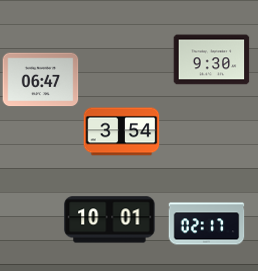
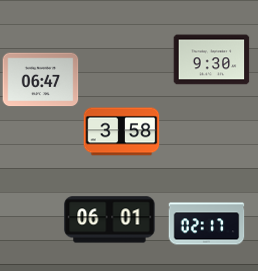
clock at (122, 132): 3:54 -> 3:58
clock at (110, 220): 10:01 -> 06:01
